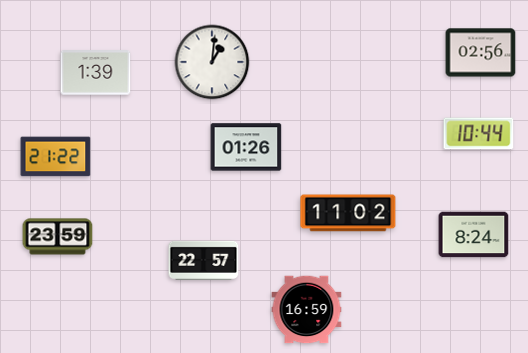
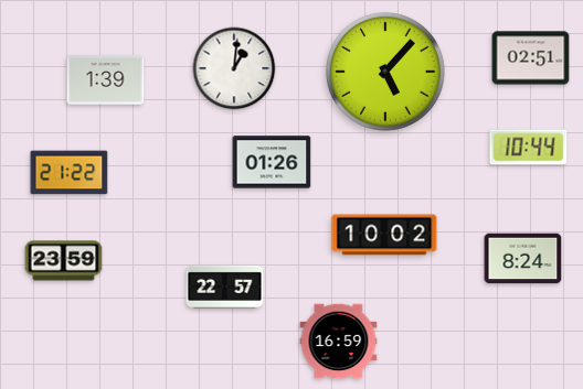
clock at (481, 53): 02:56 -> 02:51
clock at (385, 72): none -> 5:07
clock at (56, 157) position: (56, 157) -> (70, 173)
clock at (348, 213): 11:02 -> 10:02
